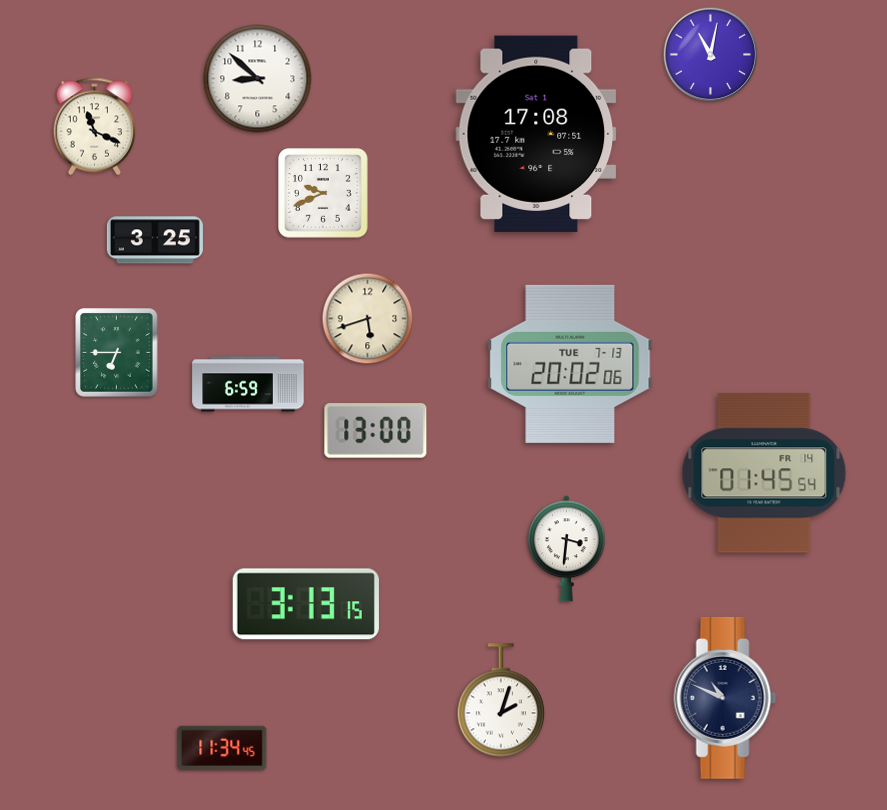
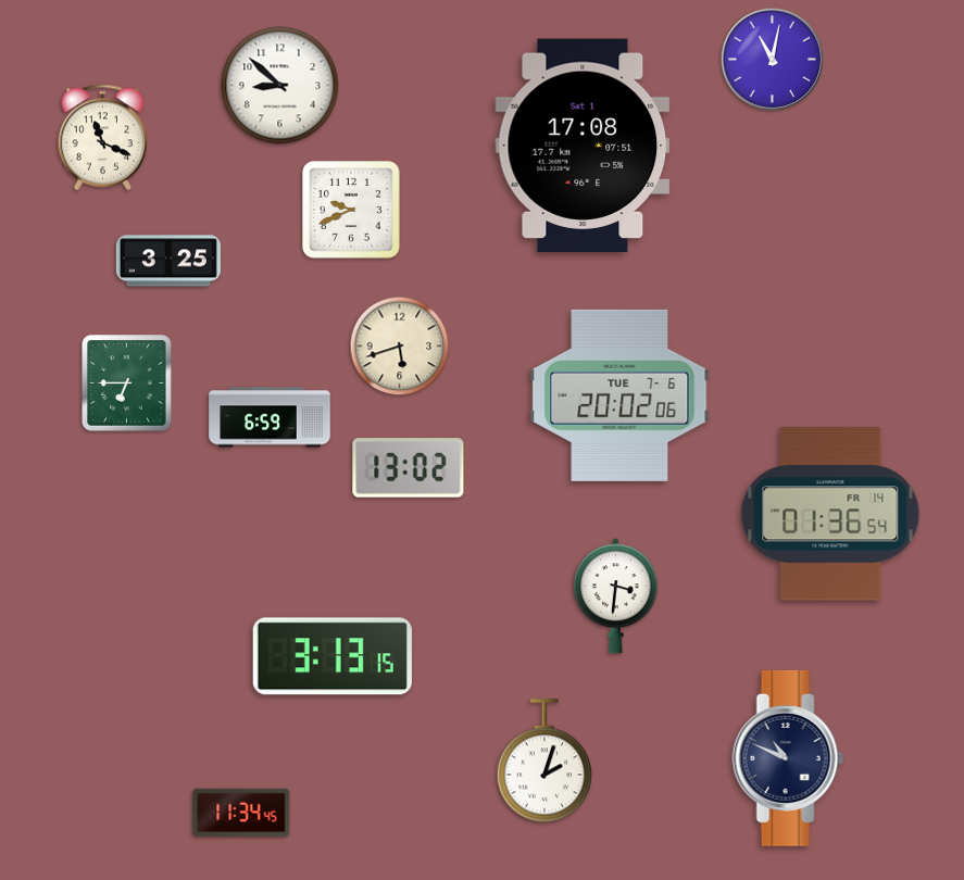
clock at (570, 364) date: TUE 7-13 -> TUE 7-6
clock at (376, 431): 13:00 -> 13:02
clock at (764, 473): 01:45 -> 01:36
